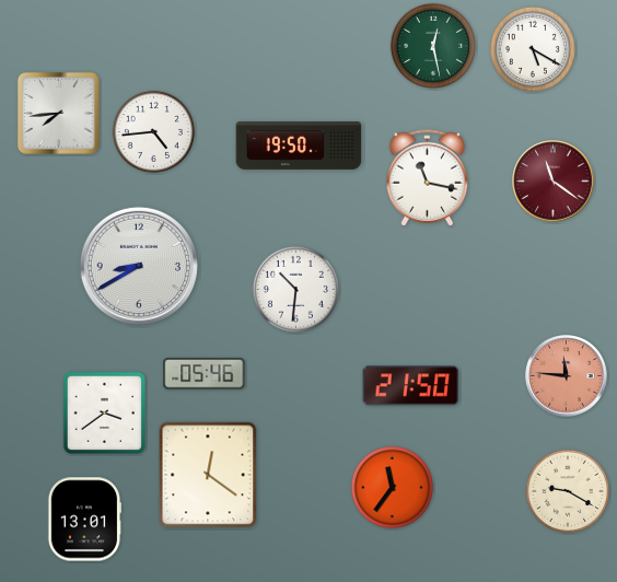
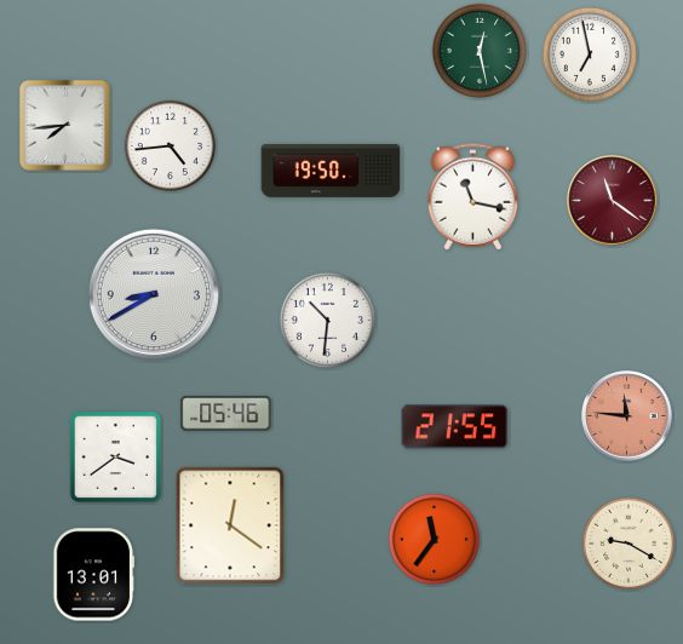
clock at (533, 49): 5:20 -> 6:58
clock at (299, 145) position: (299, 145) -> (331, 171)
clock at (411, 386): 21:50 -> 21:55
